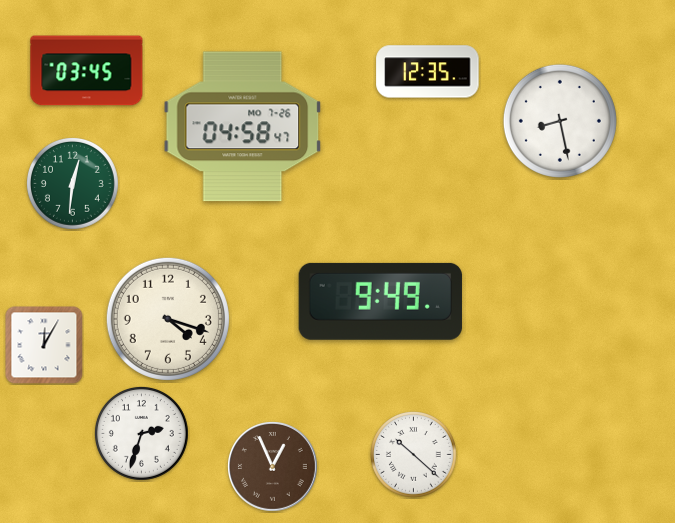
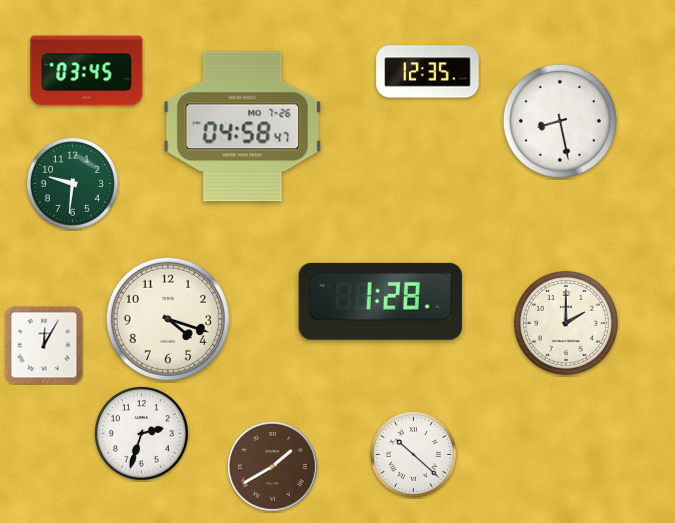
clock at (73, 184): 12:31 -> 9:31
clock at (380, 301): 9:49 -> 1:28
clock at (566, 323): none -> 2:00
clock at (273, 467): 12:56 -> 1:40
